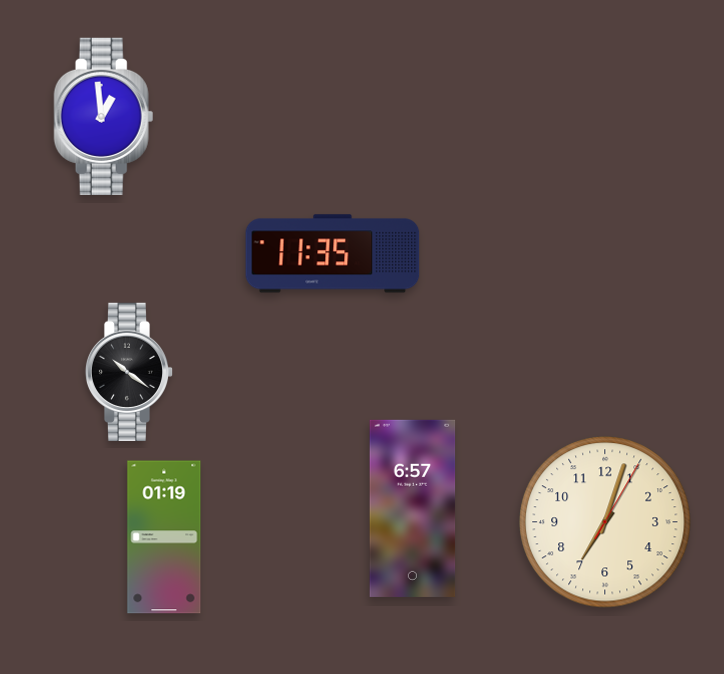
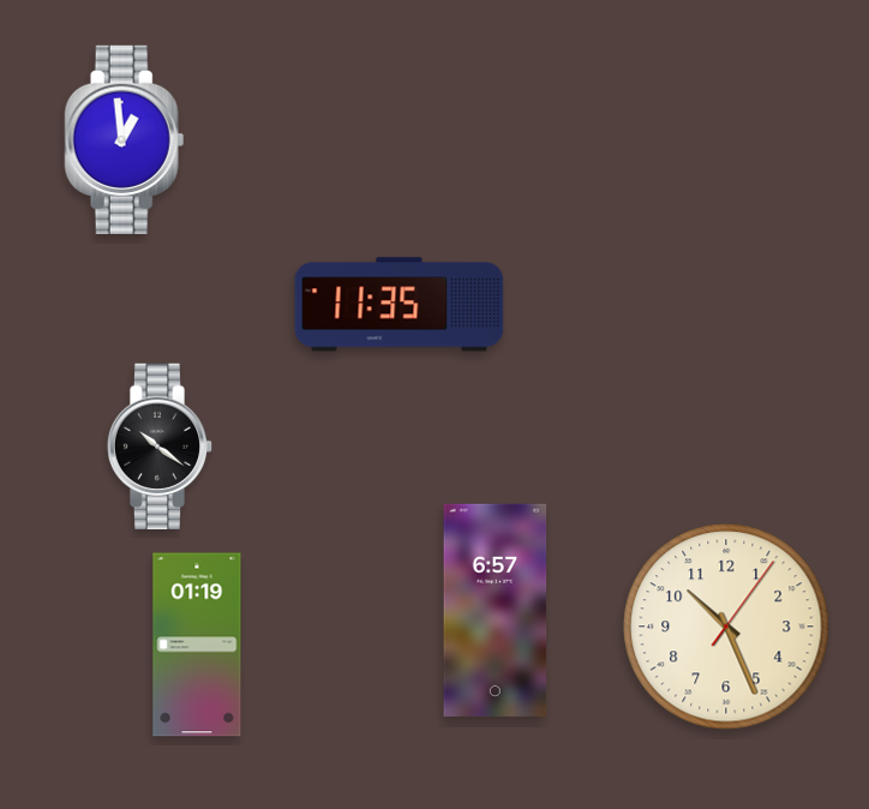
clock at (129, 371) position: (129, 371) -> (160, 445)
clock at (605, 522): 7:03 -> 10:26
